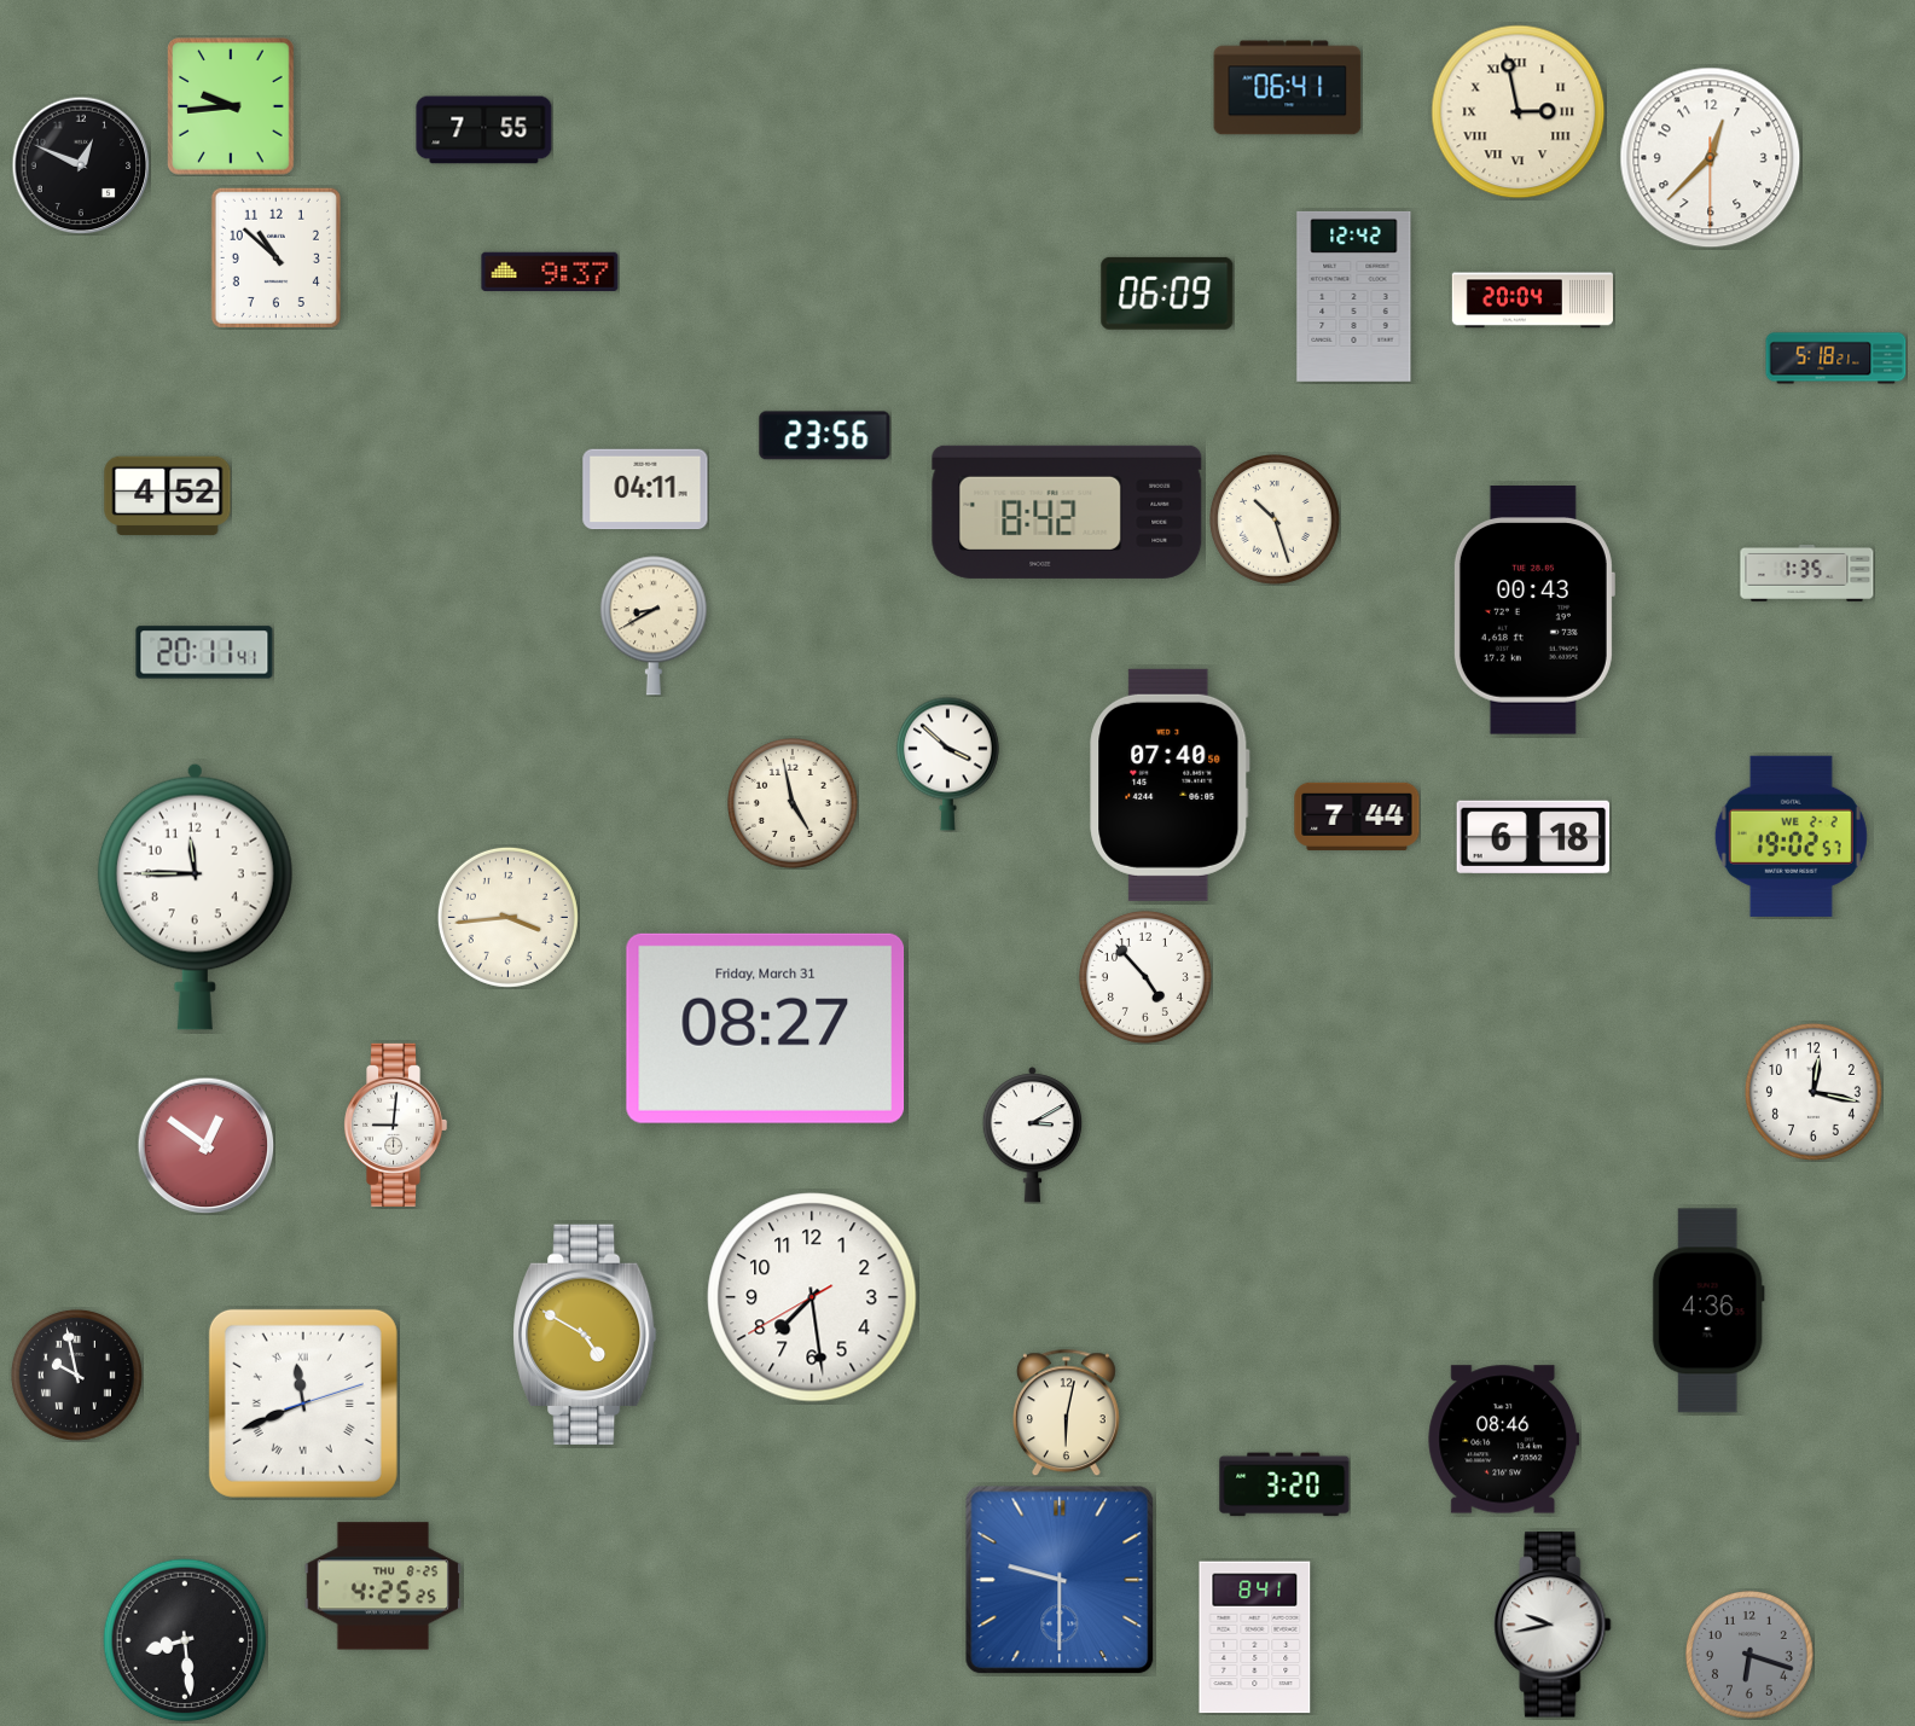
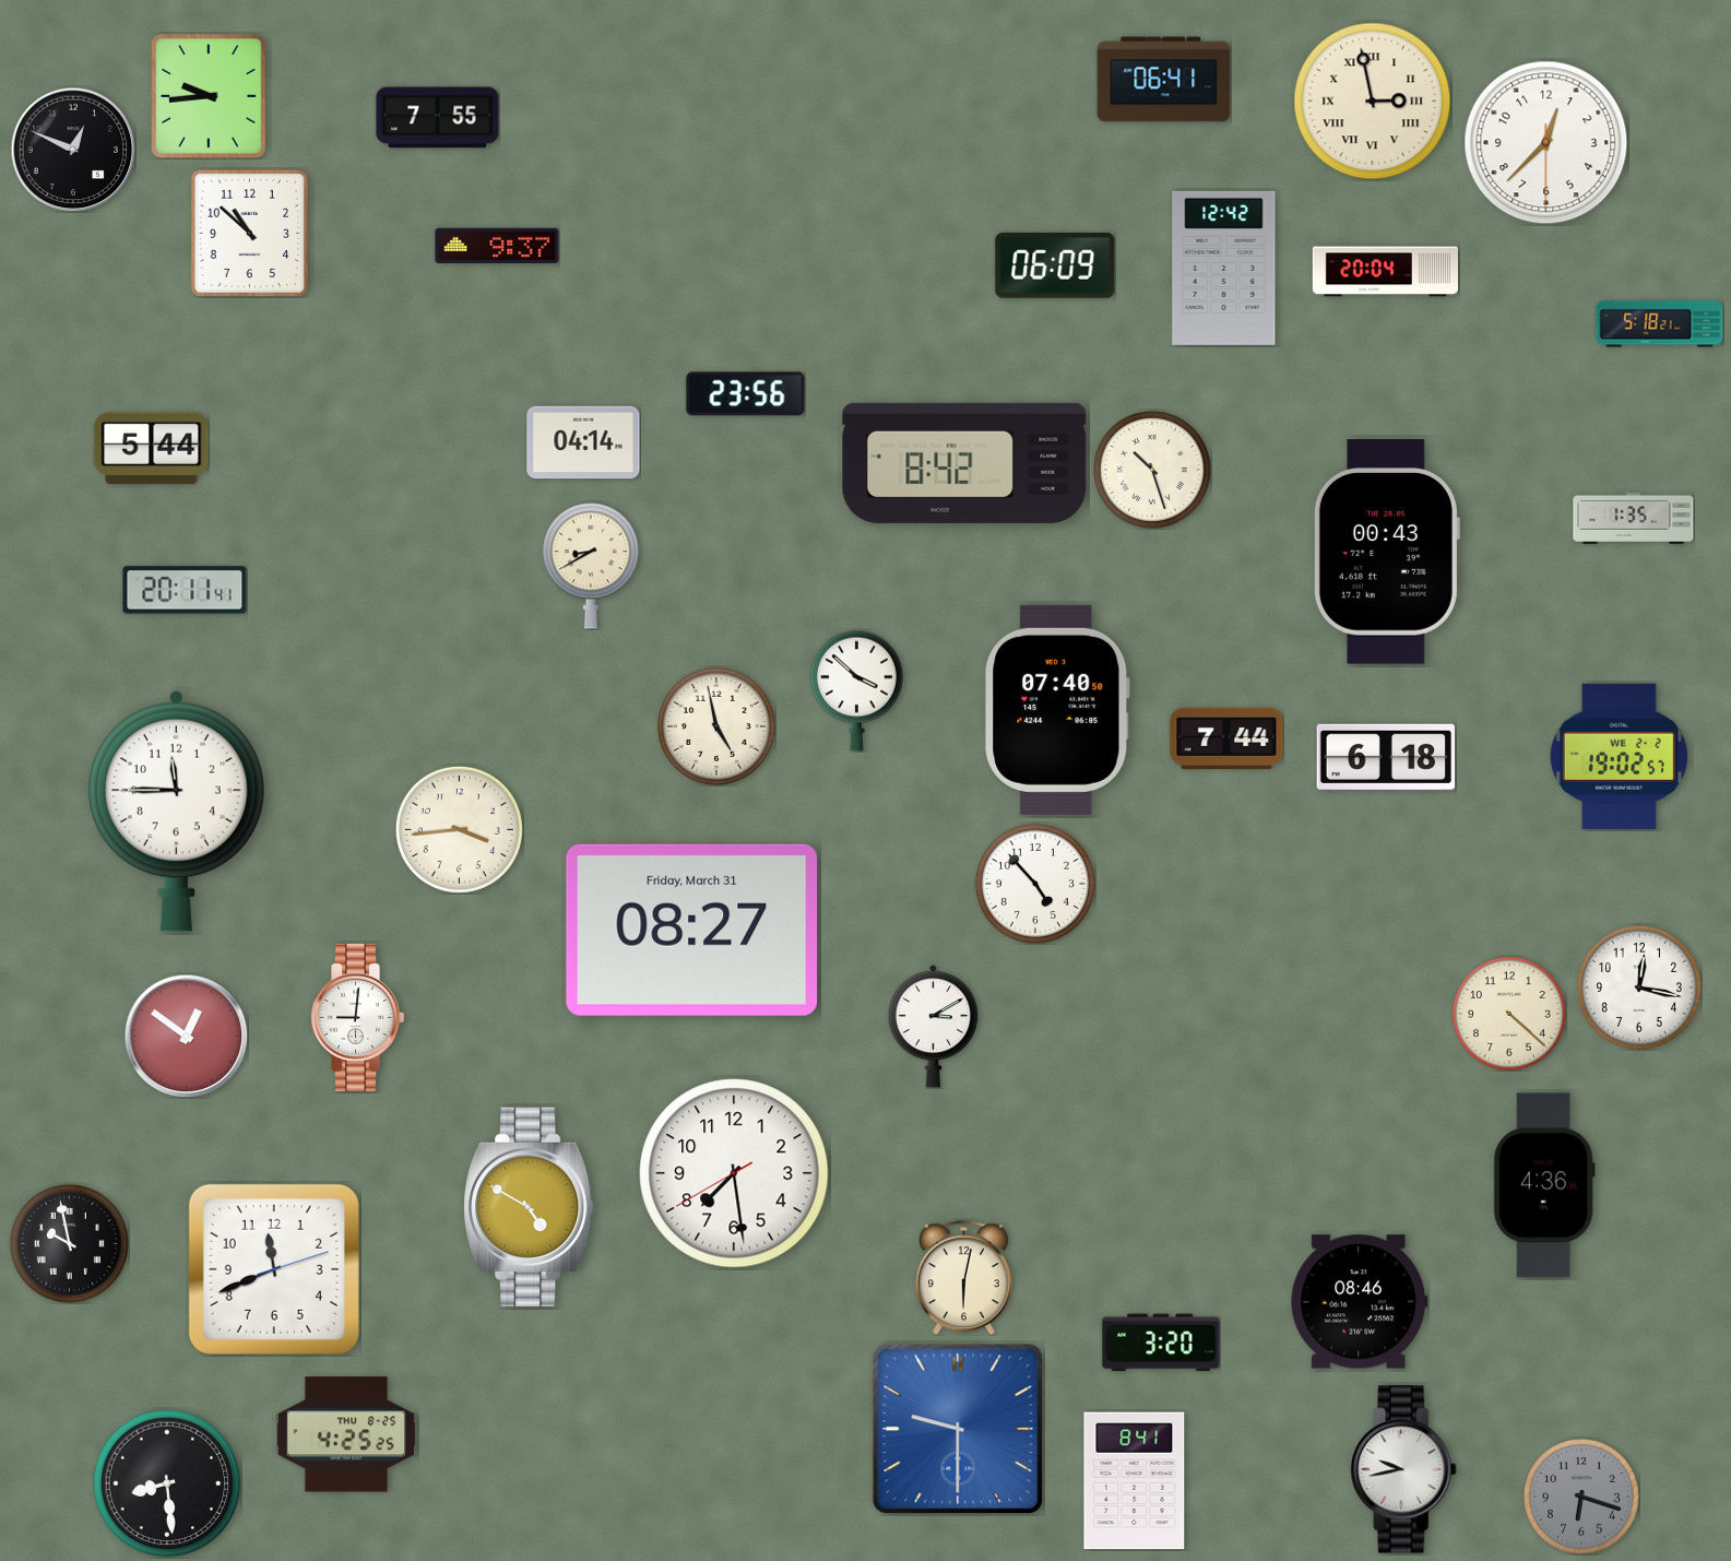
clock at (645, 489): 04:11 -> 04:14
clock at (168, 496): 4:52 -> 5:44
clock at (1509, 1014): none -> 4:22
clock at (303, 1404) numerals: Roman -> Arabic
